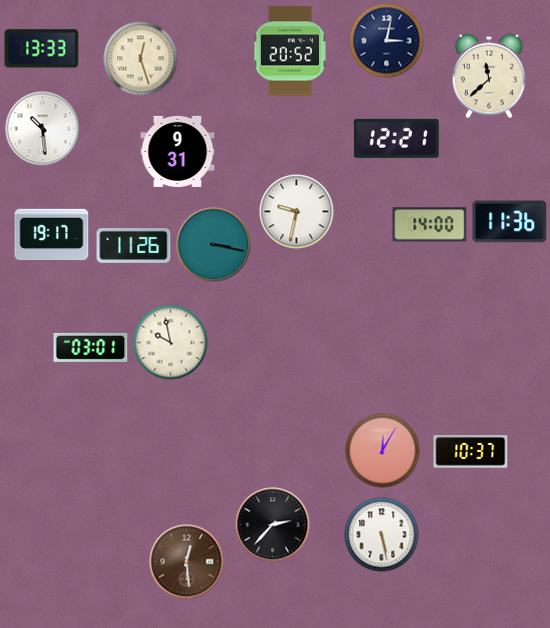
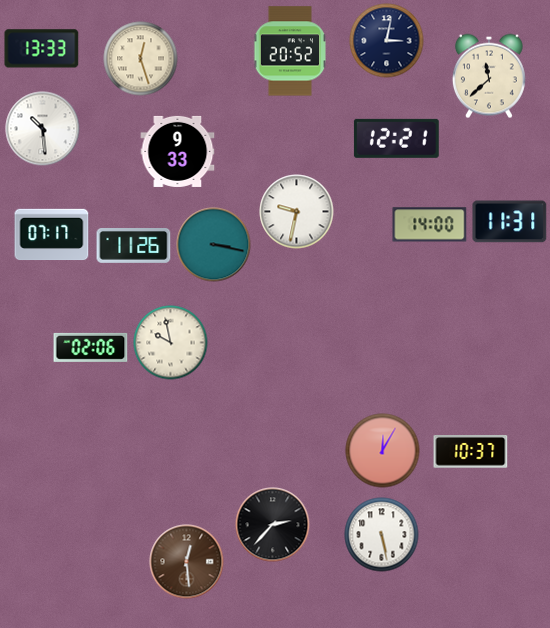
clock at (178, 151): 9:31 -> 9:33
clock at (510, 222): 11:36 -> 11:31
clock at (52, 235): 19:17 -> 07:17
clock at (91, 347): 03:01 -> 02:06
